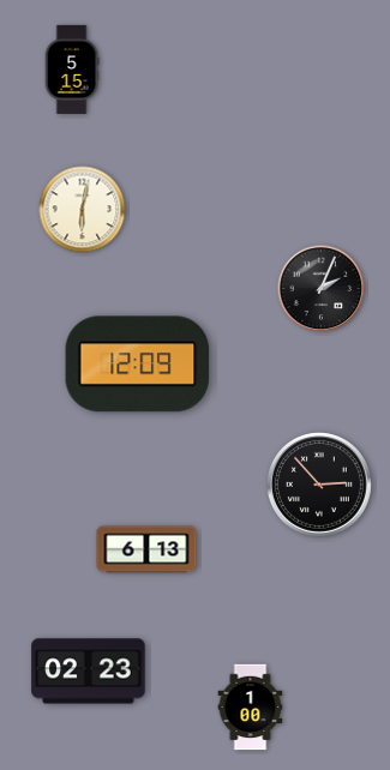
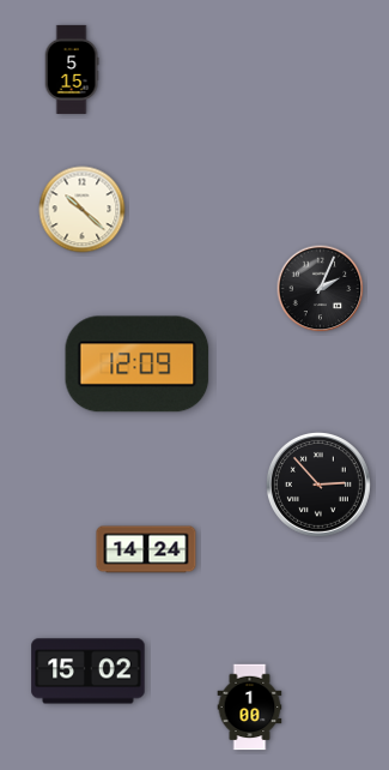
clock at (83, 210): 6:02 -> 10:22
clock at (146, 549): 6:13 -> 14:24
clock at (89, 672): 02:23 -> 15:02
